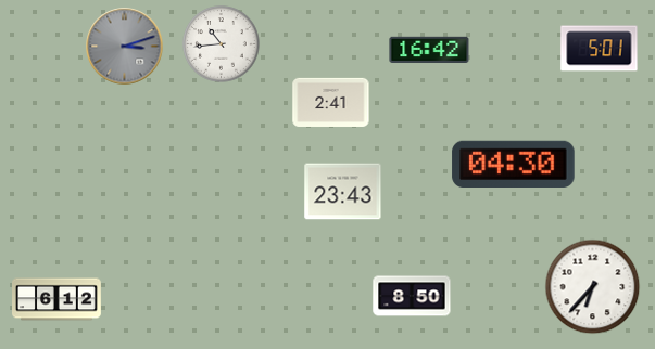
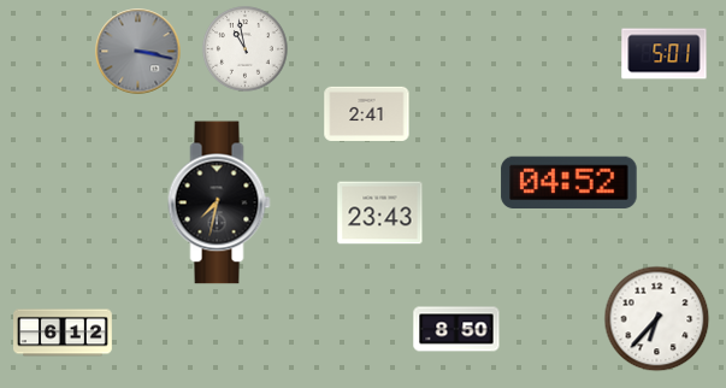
clock at (222, 44): 10:44 -> 10:58
clock at (125, 47): 3:12 -> 3:17
clock at (429, 49): 16:42 -> none
clock at (514, 165): 04:30 -> 04:52
clock at (219, 202): none -> 7:32
